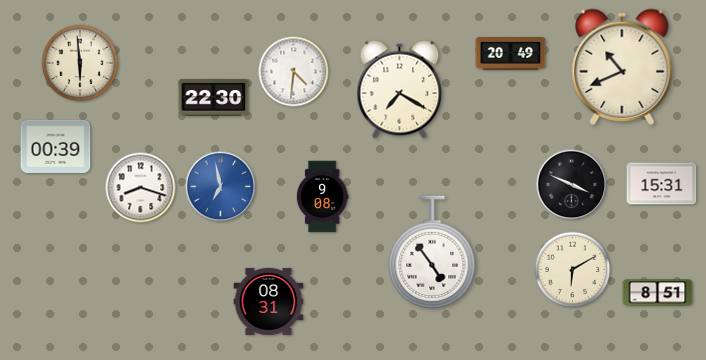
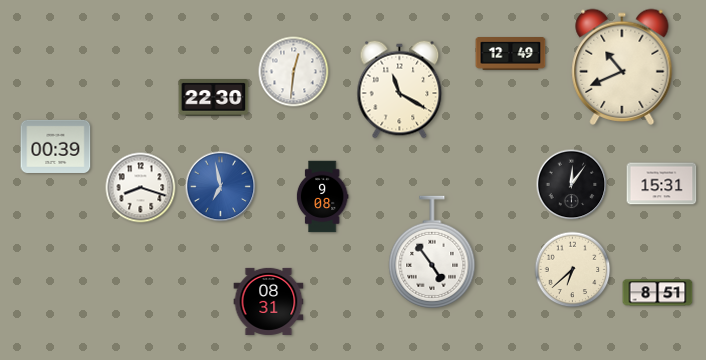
clock at (511, 54): 20:49 -> 12:49
clock at (80, 63): 5:59 -> none
clock at (294, 72): 4:31 -> 12:31
clock at (400, 90): 7:20 -> 11:20
clock at (572, 185): 3:49 -> 12:06
clock at (573, 270): 6:10 -> 6:38
